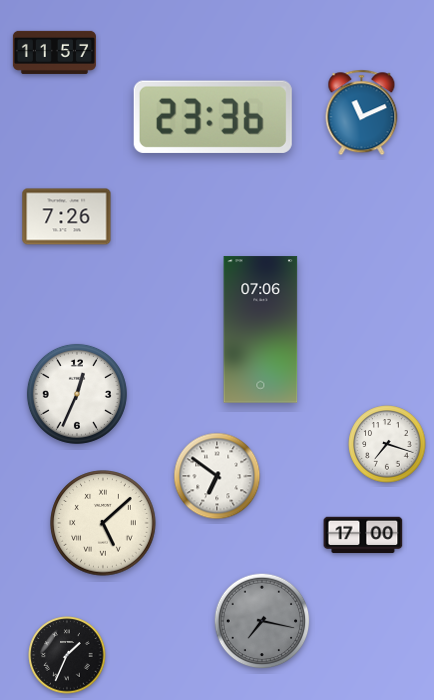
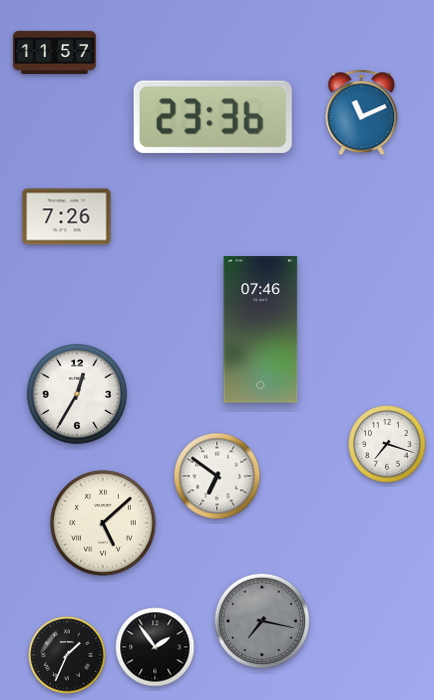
clock at (261, 330): 07:06 -> 07:46
clock at (77, 394): 12:34 -> 12:35
clock at (363, 535): 17:00 -> none
clock at (155, 647): none -> 1:54
